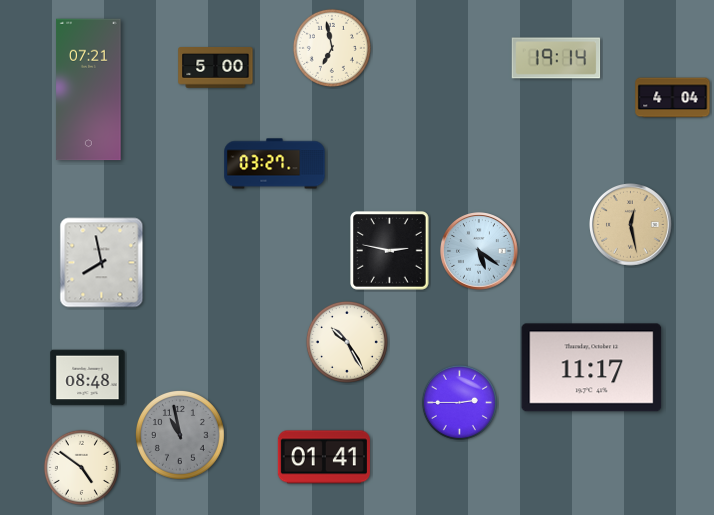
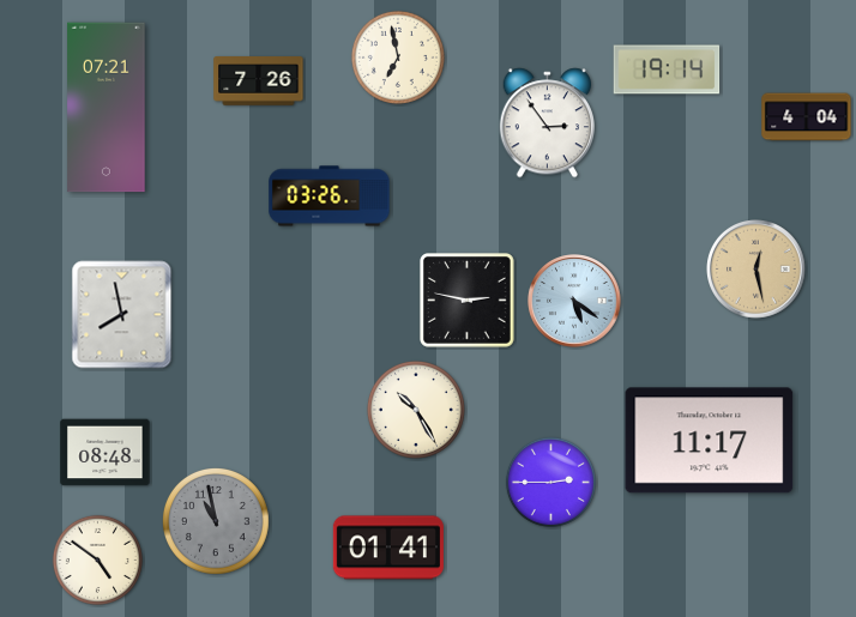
clock at (216, 68): 5:00 -> 7:26
clock at (547, 123): none -> 2:54
clock at (275, 164): 03:27 -> 03:26
